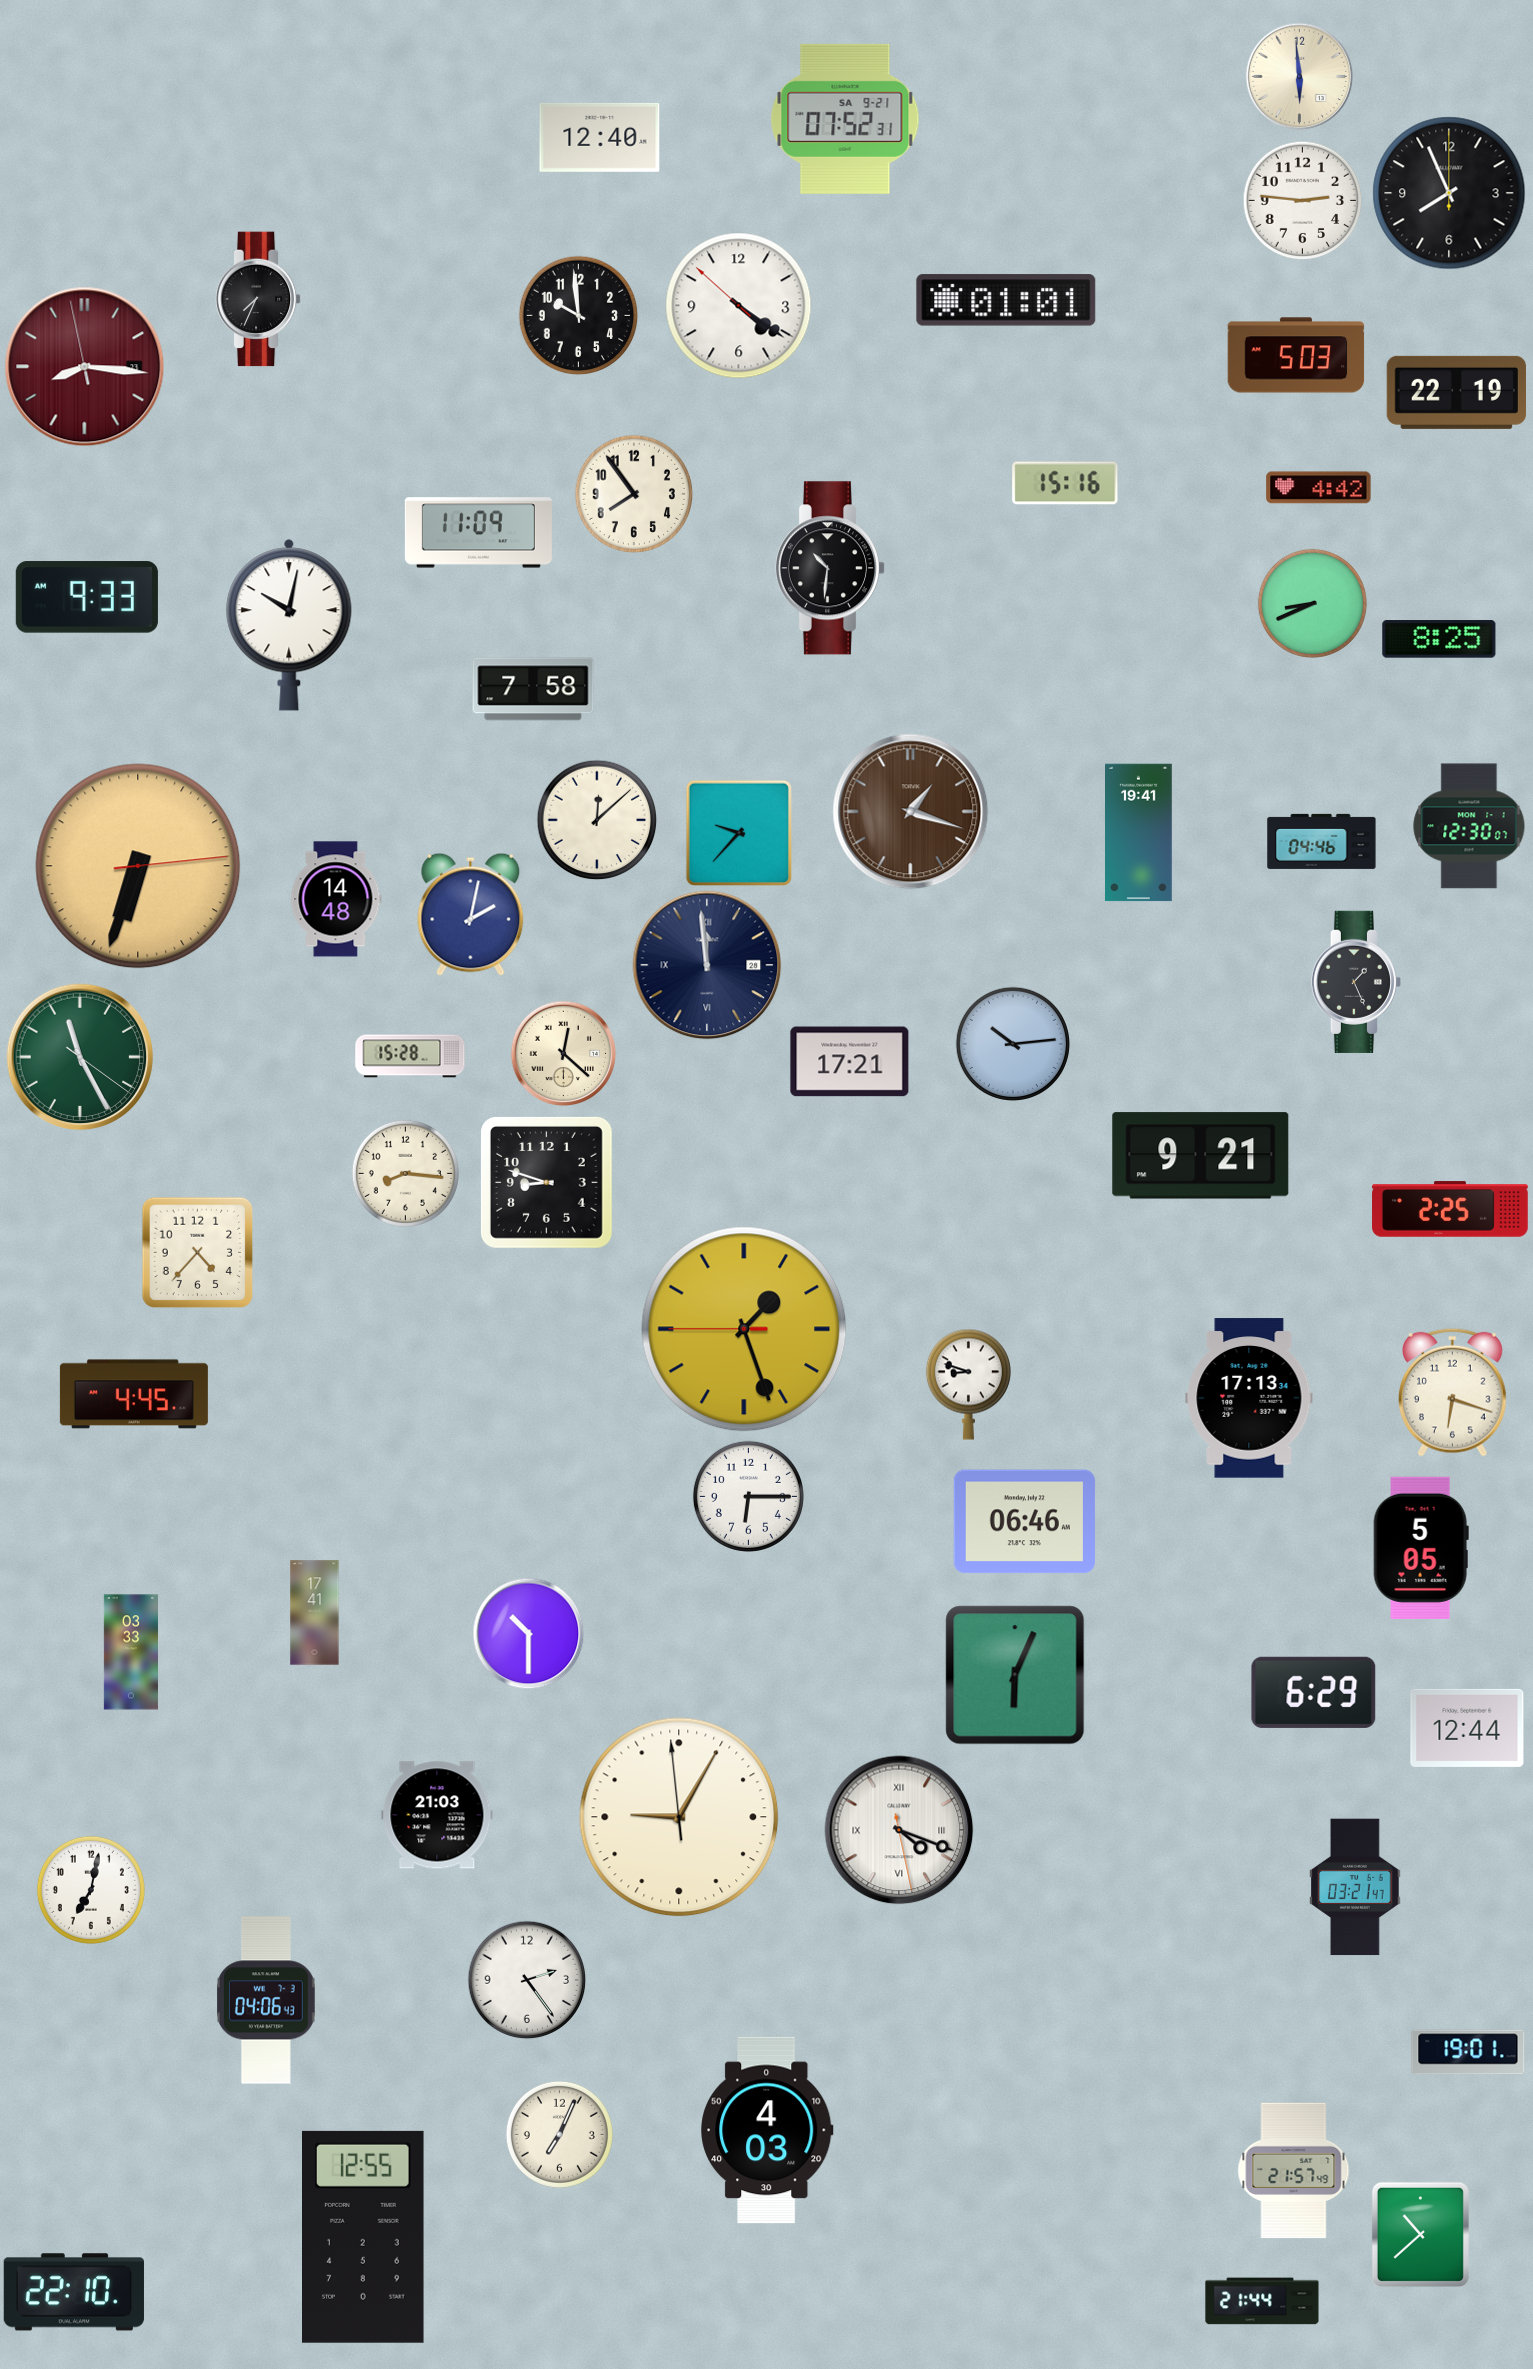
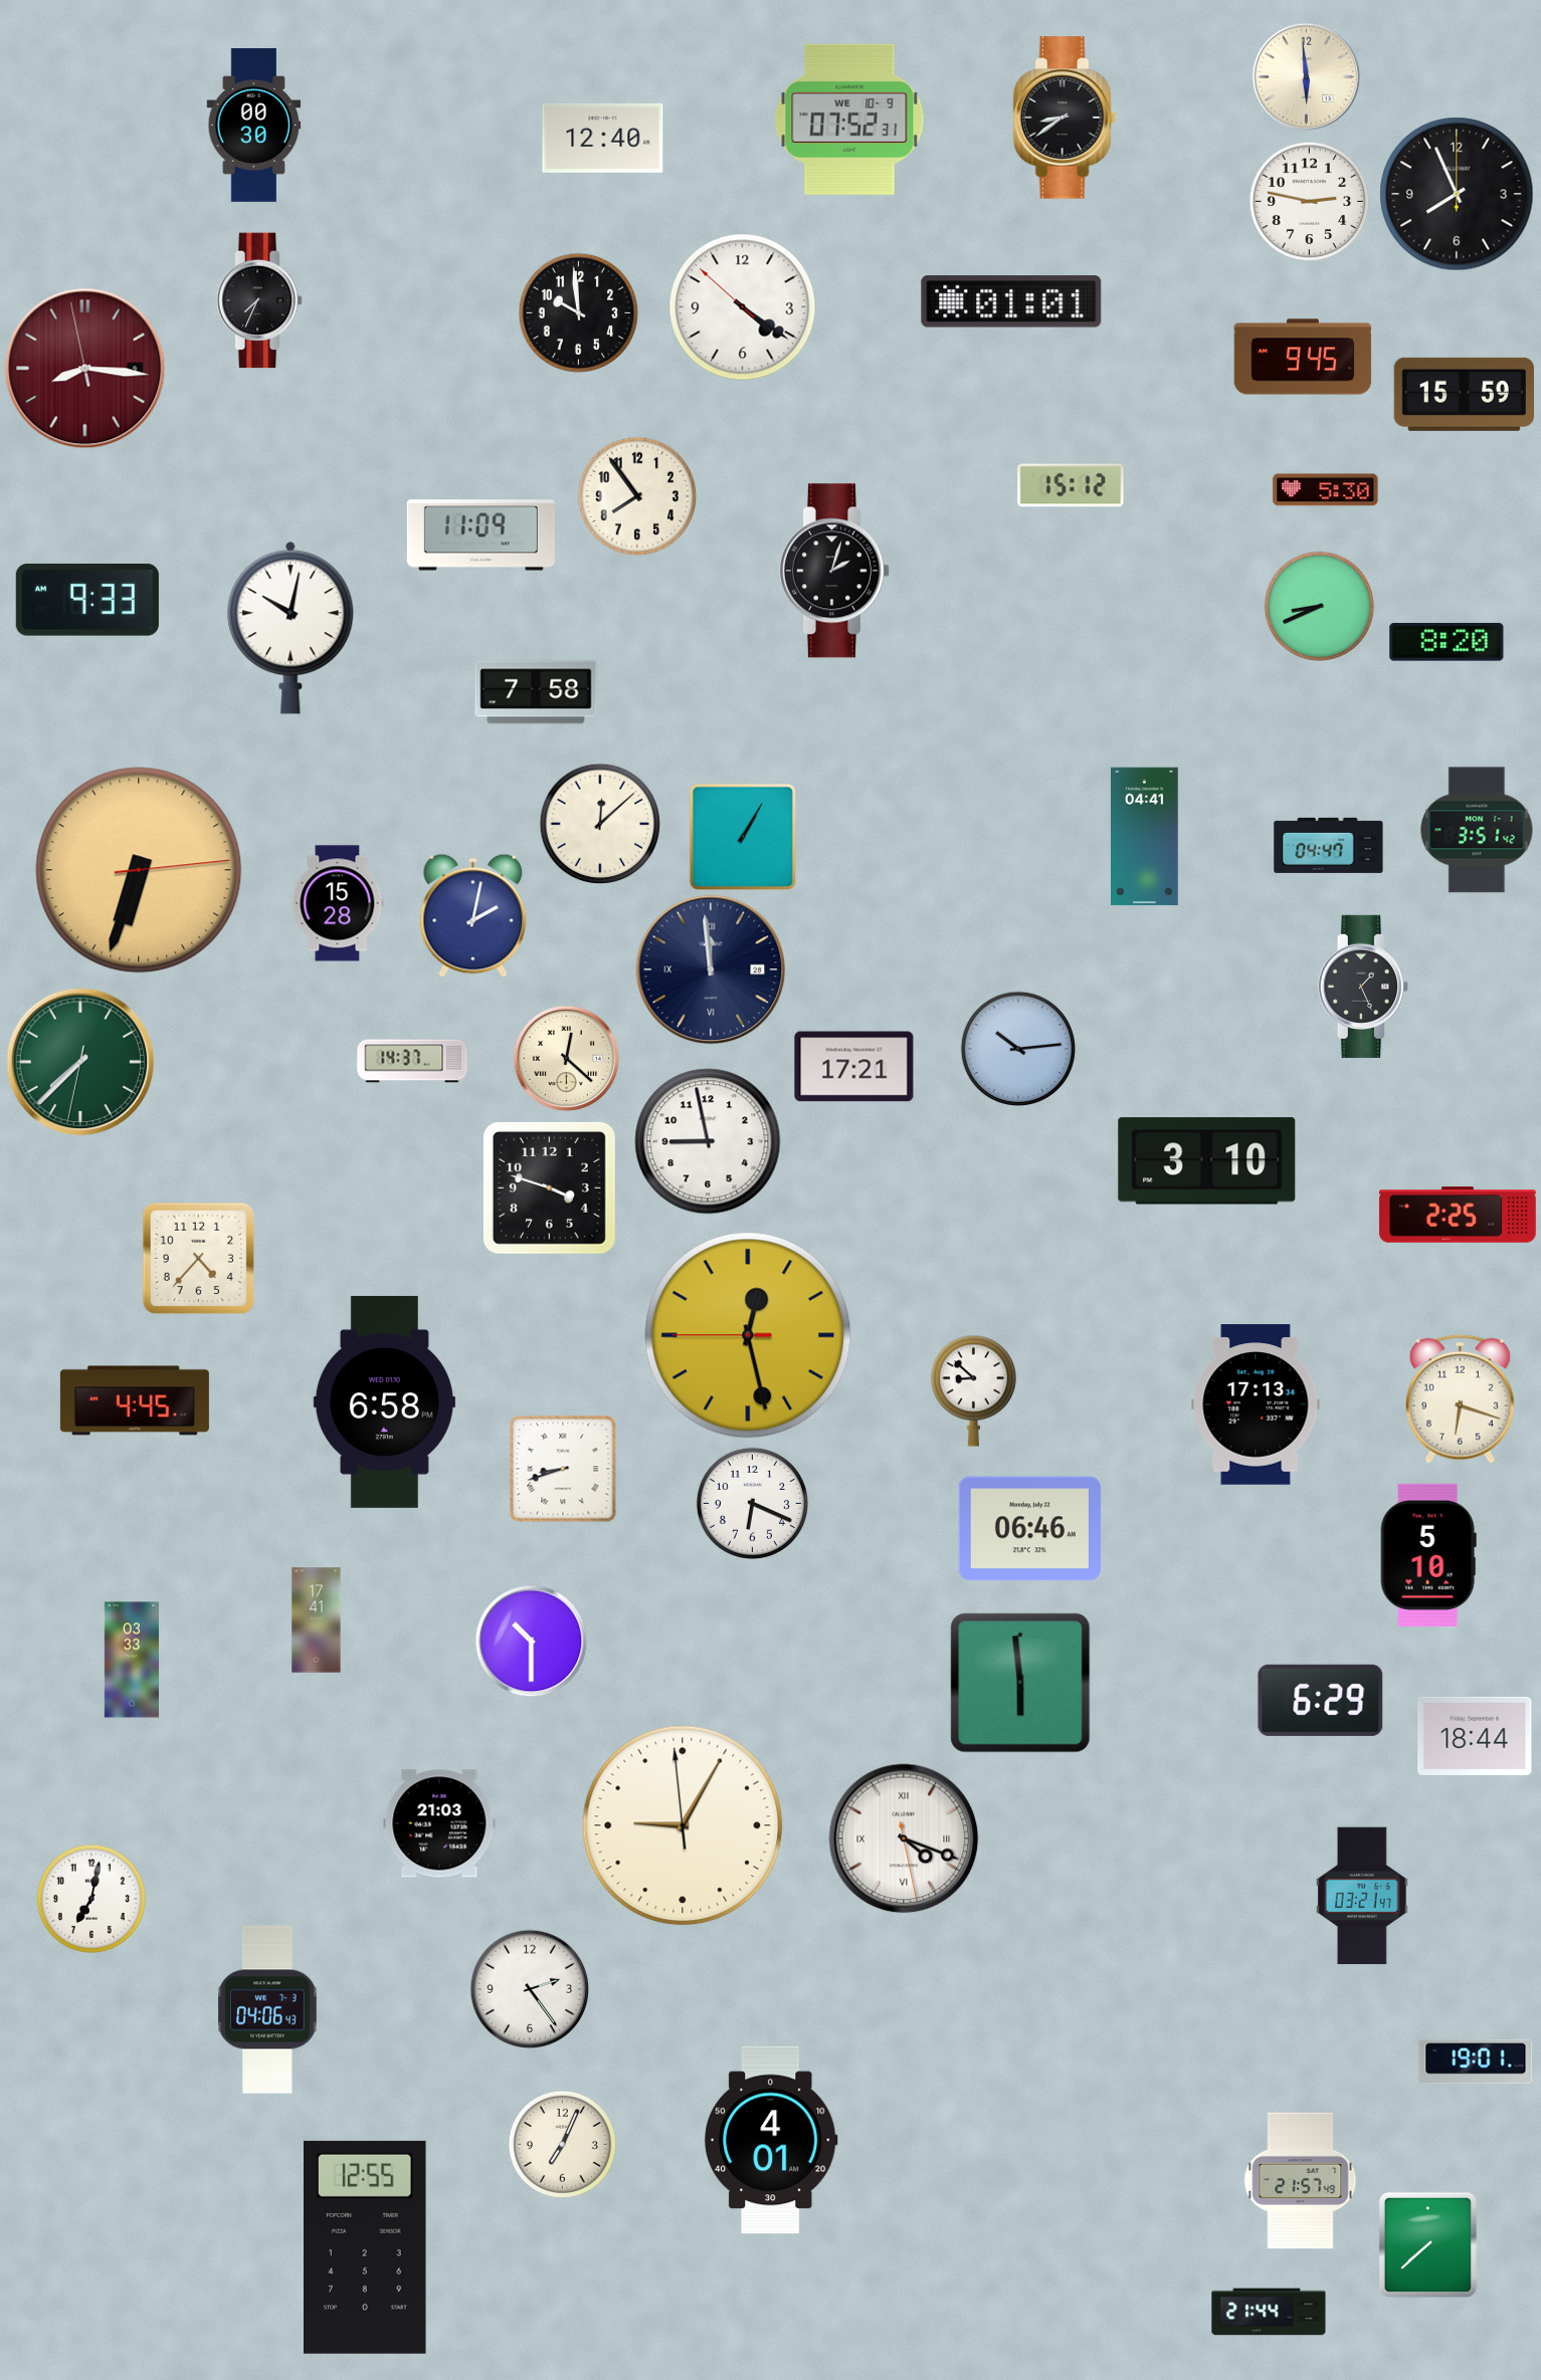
clock at (1065, 118): none -> 8:39
clock at (845, 119) date: SA 9-21 -> WE 10-9
clock at (254, 126): none -> 00:30
clock at (1302, 200): 2:46 -> 2:47
clock at (578, 315) position: (578, 315) -> (578, 312)
clock at (1296, 355): 5:03 -> 9:45
clock at (85, 367) date: 23 -> 9
clock at (1456, 392): 22:19 -> 15:59
clock at (1065, 483): 15:16 -> 15:12
clock at (1319, 488): 4:42 -> 5:30
clock at (829, 568): 10:31 -> 2:03
clock at (1439, 639): 8:25 -> 8:20
clock at (911, 812): 1:18 -> none
clock at (1469, 826): 12:30 -> 3:51
clock at (739, 833): 9:37 -> 1:05
clock at (1139, 833): 19:41 -> 04:41
clock at (1322, 841): 04:46 -> 04:47
clock at (336, 899): 14:48 -> 15:28
clock at (471, 914) position: (471, 914) -> (473, 915)
clock at (410, 1056): 15:28 -> 14:37
clock at (80, 1057): 11:25 -> 7:37
clock at (708, 1141): none -> 8:58
clock at (1201, 1156): 9:21 -> 3:10
clock at (405, 1173): 8:16 -> none
clock at (546, 1182): 8:48 -> 3:48
clock at (744, 1329): 1:26 -> 12:27
clock at (968, 1384): 8:48 -> 8:52
clock at (384, 1401): none -> 6:58
clock at (563, 1469): none -> 8:42
clock at (748, 1496): 6:15 -> 6:19
clock at (1421, 1548): 5:05 -> 5:10
clock at (1015, 1675): 6:04 -> 5:59
clock at (1467, 1728): 12:44 -> 18:44
clock at (767, 2130): 4:03 -> 4:01
clock at (1420, 2234): 10:38 -> 7:38
clock at (74, 2292): 22:10 -> none
